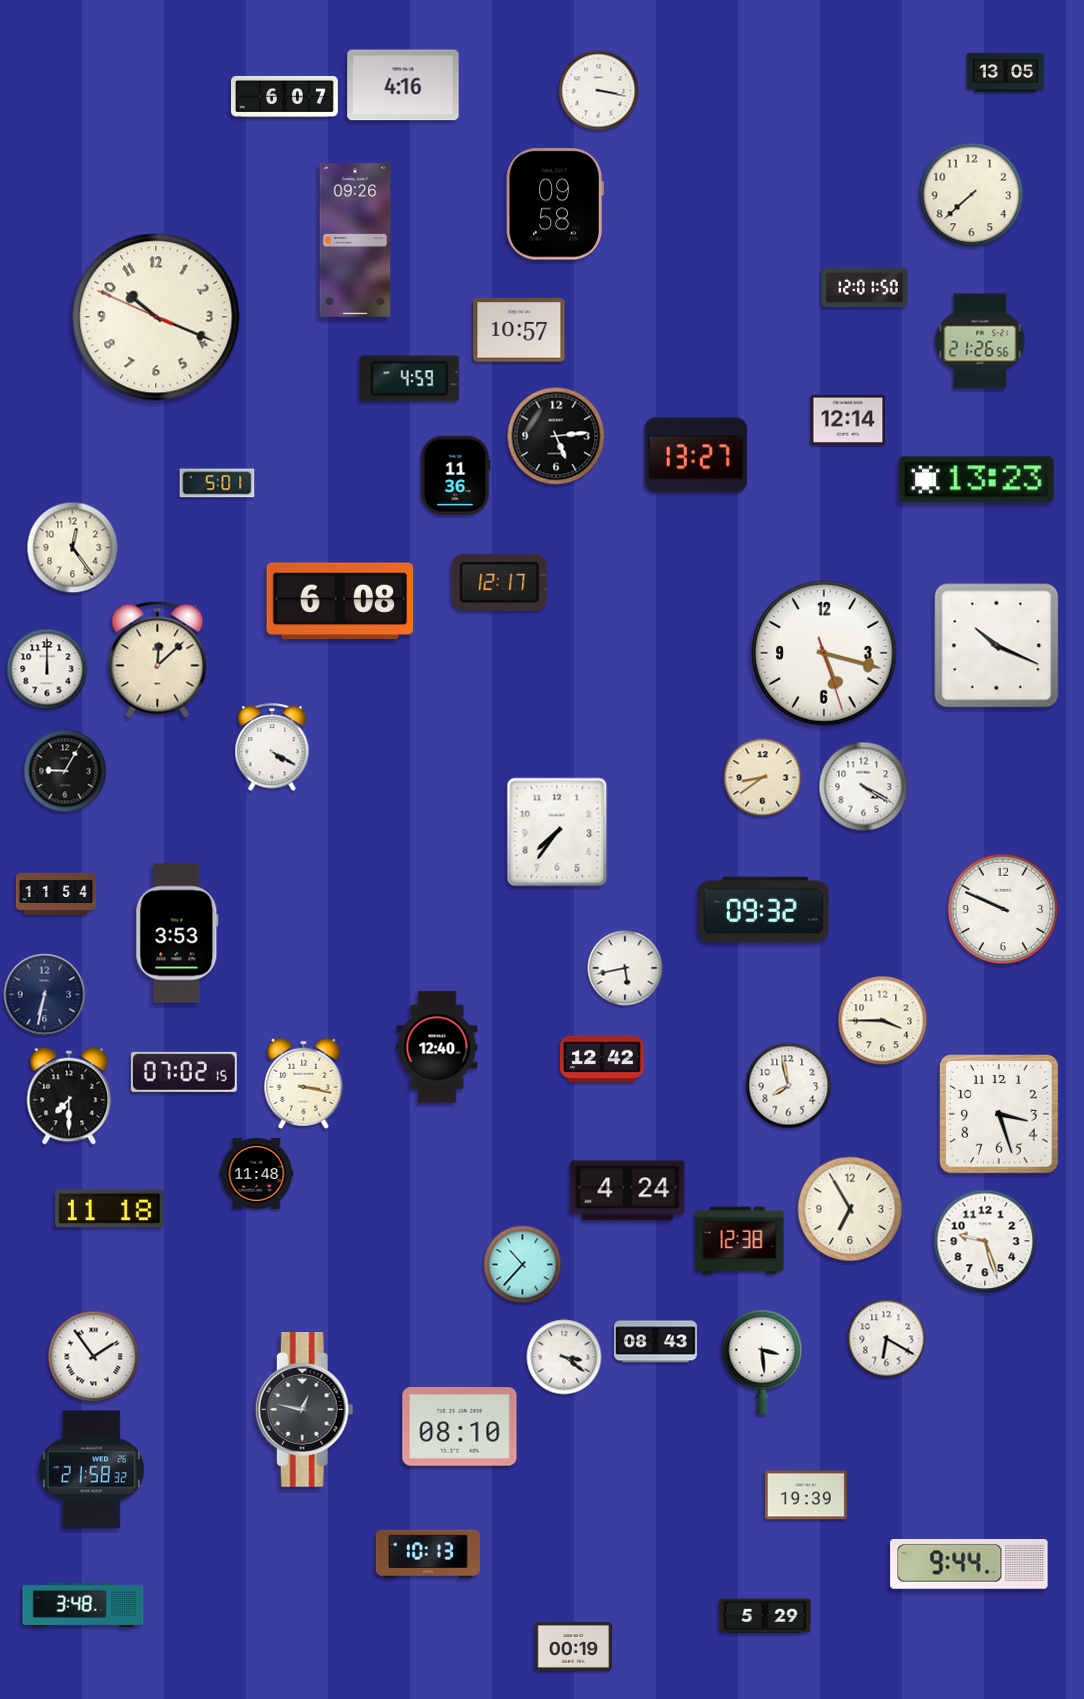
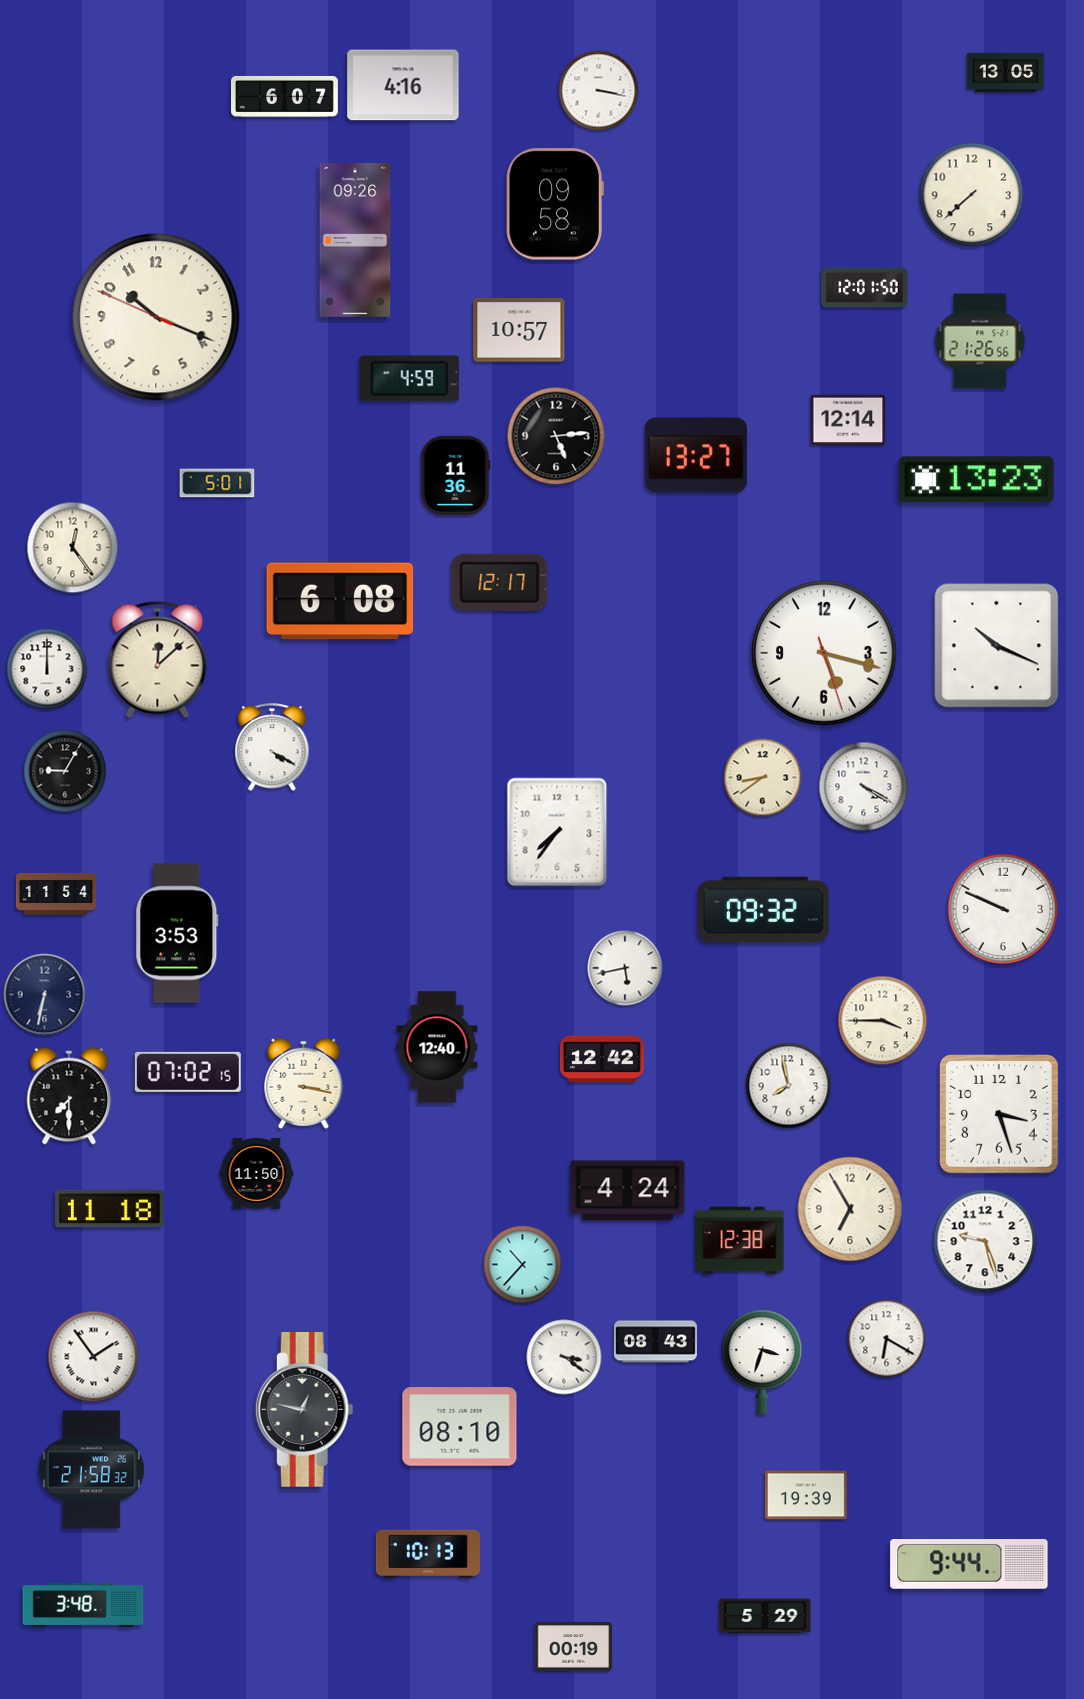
clock at (184, 1072) position: (184, 1072) -> (188, 1072)
clock at (257, 1173): 11:48 -> 11:50
clock at (762, 1362): 3:29 -> 3:33
